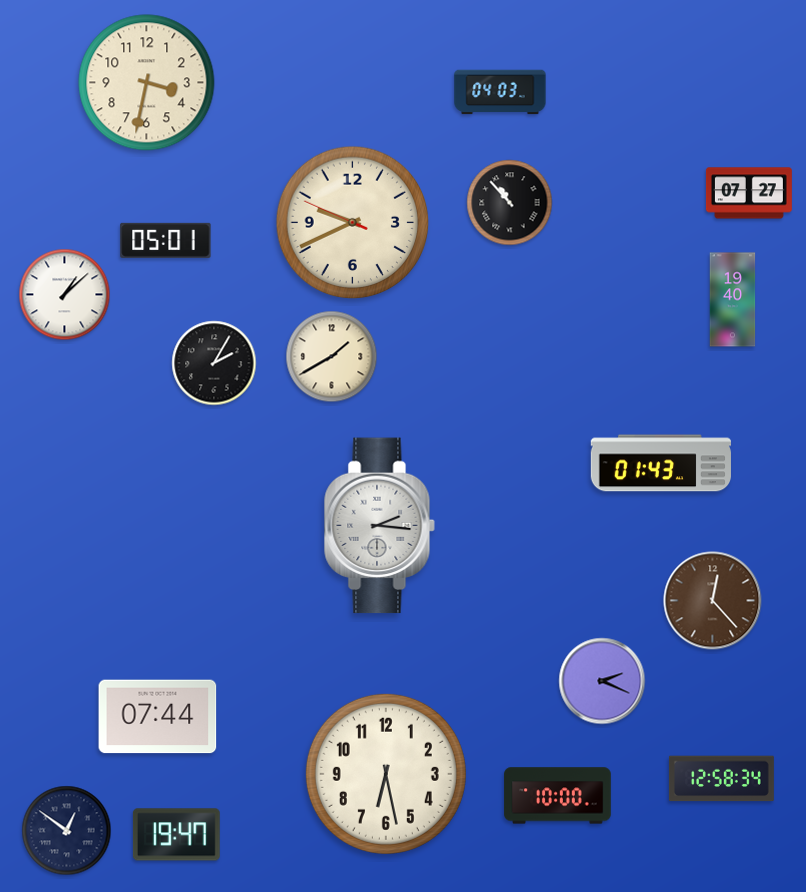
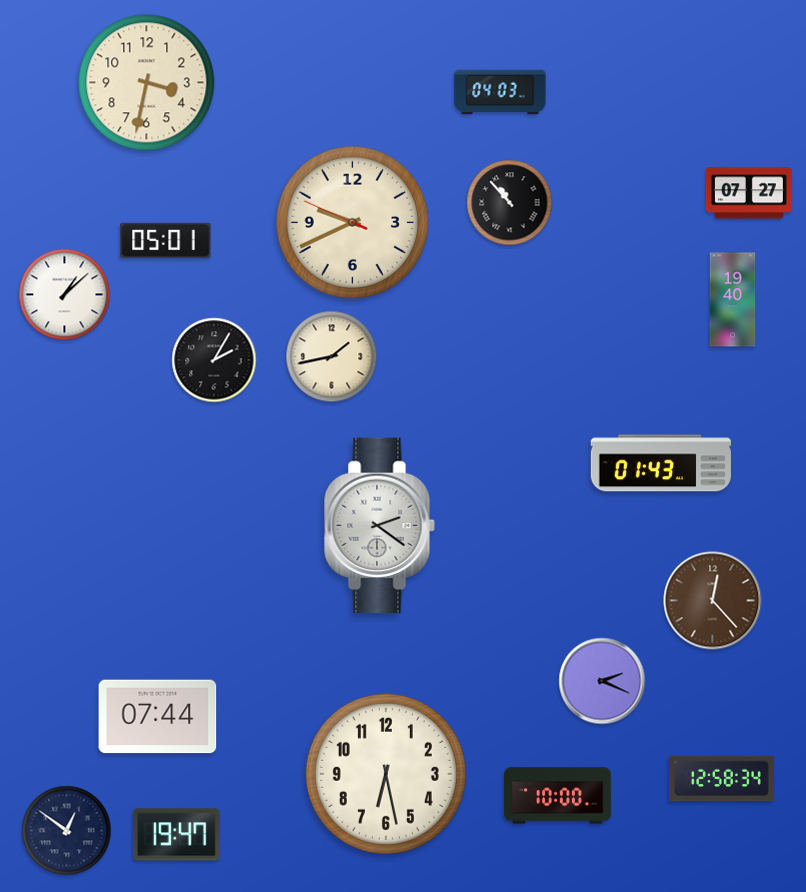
clock at (332, 357): 1:40 -> 1:43
clock at (214, 363) position: (214, 363) -> (214, 360)
clock at (379, 526): 2:16 -> 2:21
